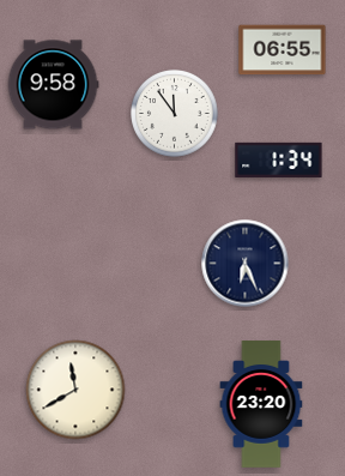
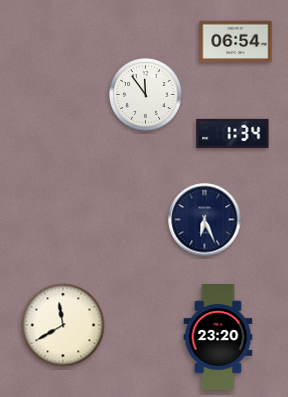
clock at (283, 50): 06:55 -> 06:54
clock at (53, 85): 9:58 -> none
